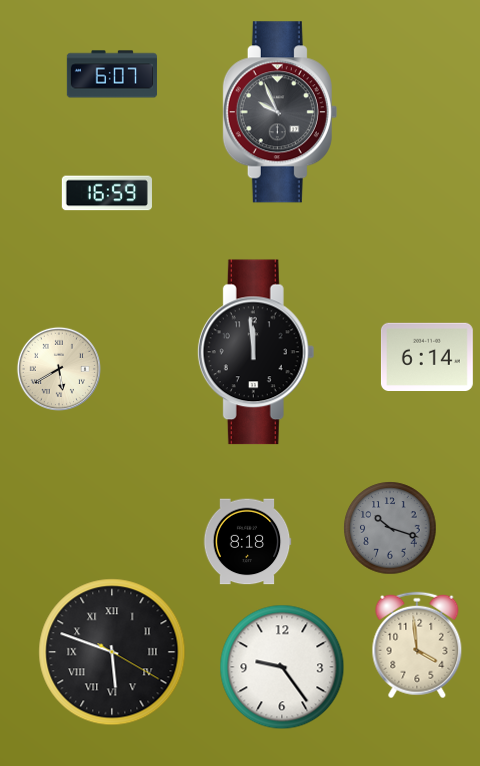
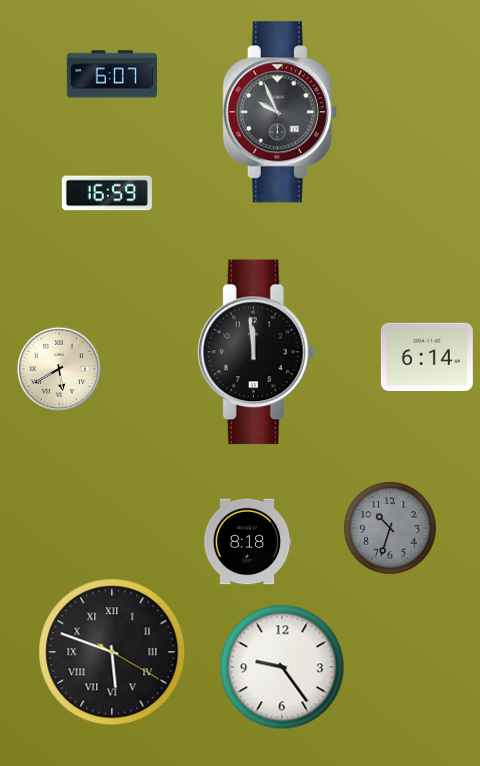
clock at (390, 528): 10:18 -> 10:33
clock at (417, 645): 3:59 -> none
